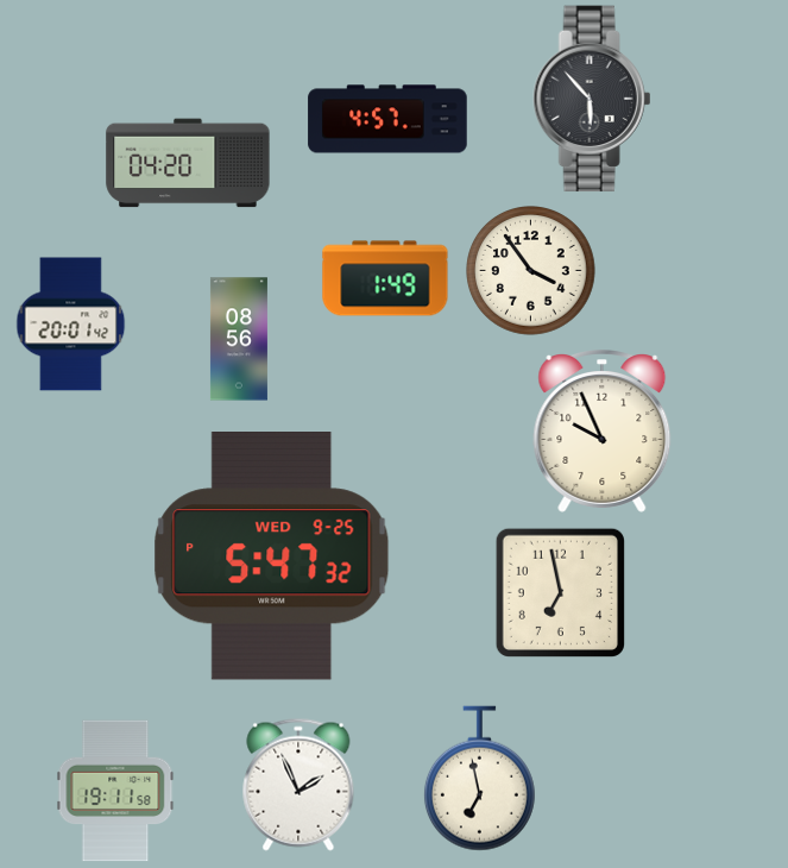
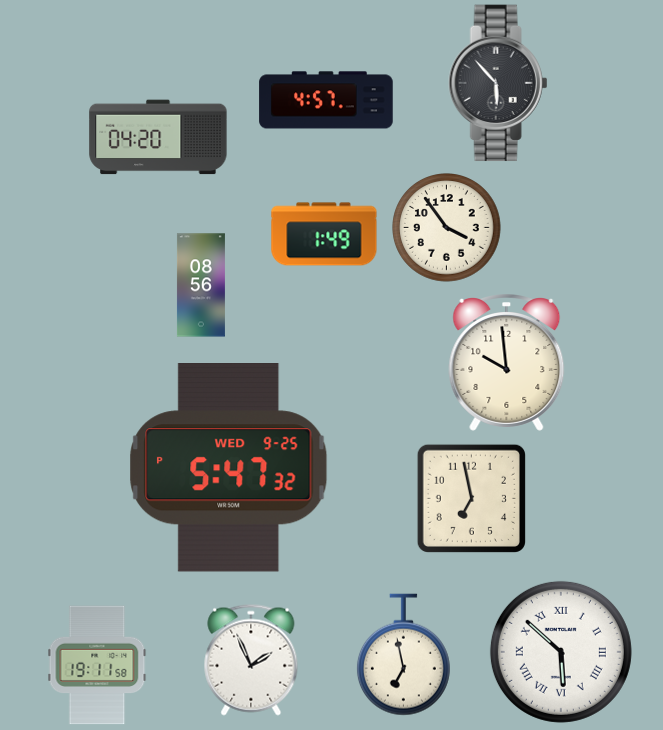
clock at (71, 325): 20:01 -> none
clock at (603, 432): 9:56 -> 9:59
clock at (561, 652): none -> 5:52
